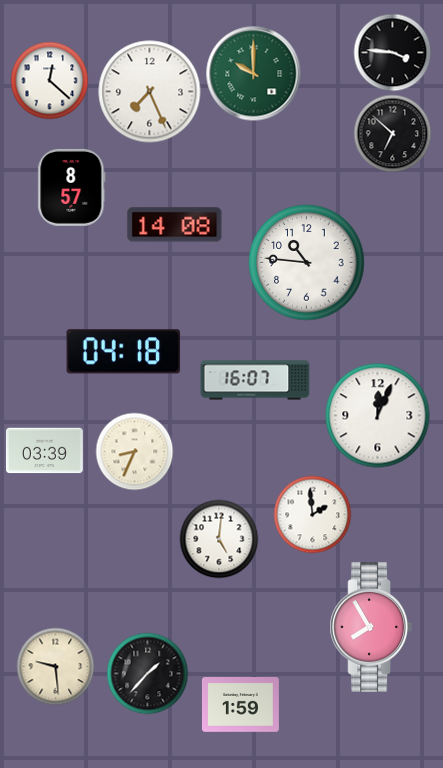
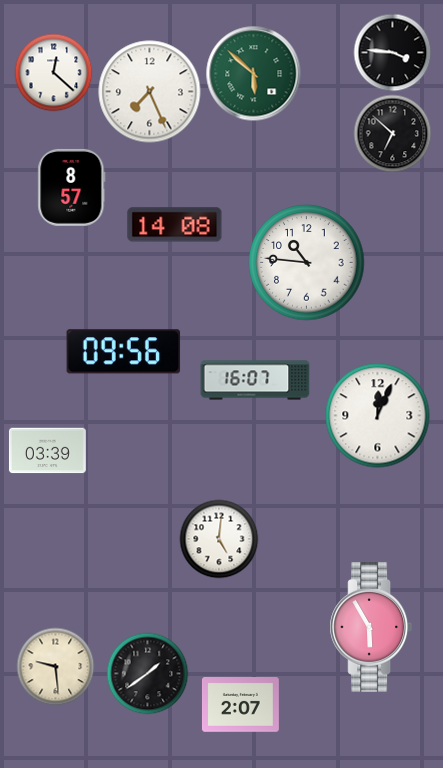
clock at (253, 73): 10:00 -> 5:52
clock at (49, 80) position: (49, 80) -> (53, 72)
clock at (124, 352): 04:18 -> 09:56
clock at (44, 451) position: (44, 451) -> (47, 451)
clock at (134, 451): 8:34 -> none
clock at (312, 514): 1:59 -> none
clock at (371, 628): 7:55 -> 5:55
clock at (147, 673): 1:37 -> 1:39
clock at (240, 705): 1:59 -> 2:07
